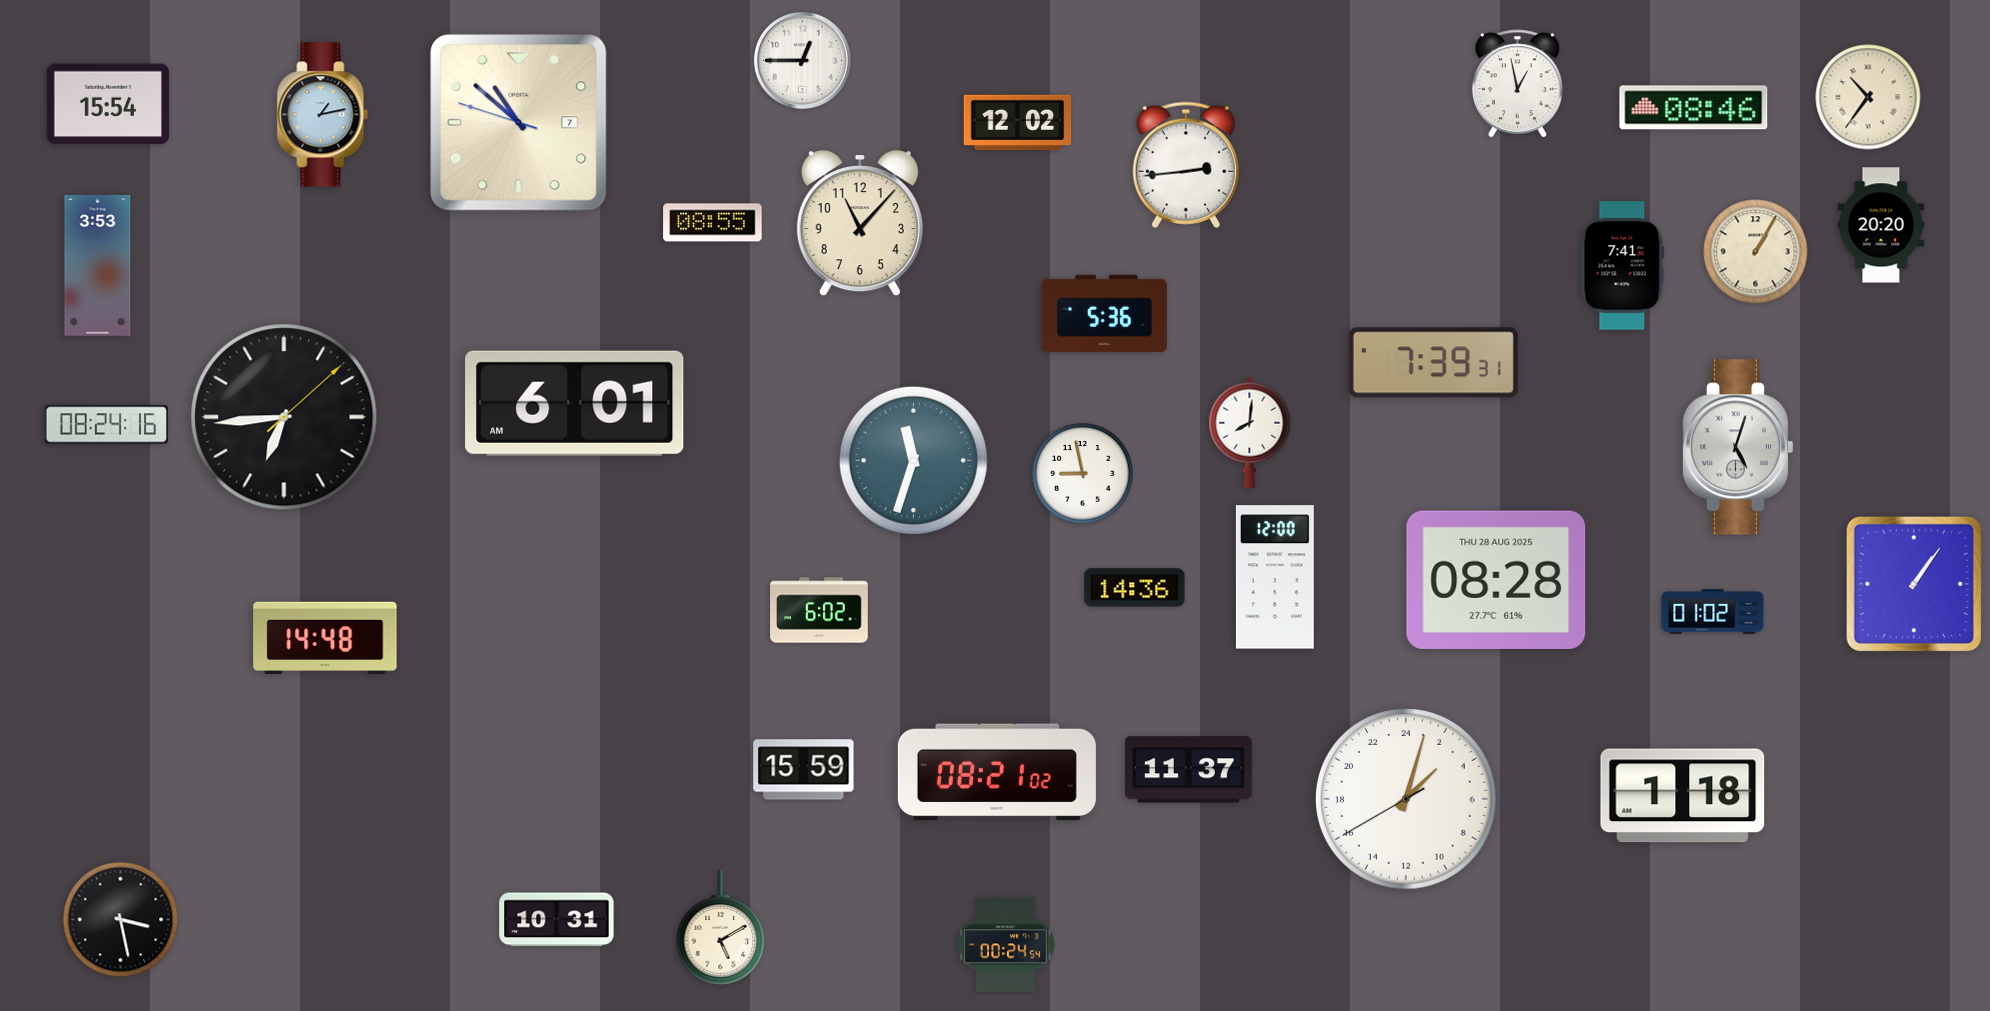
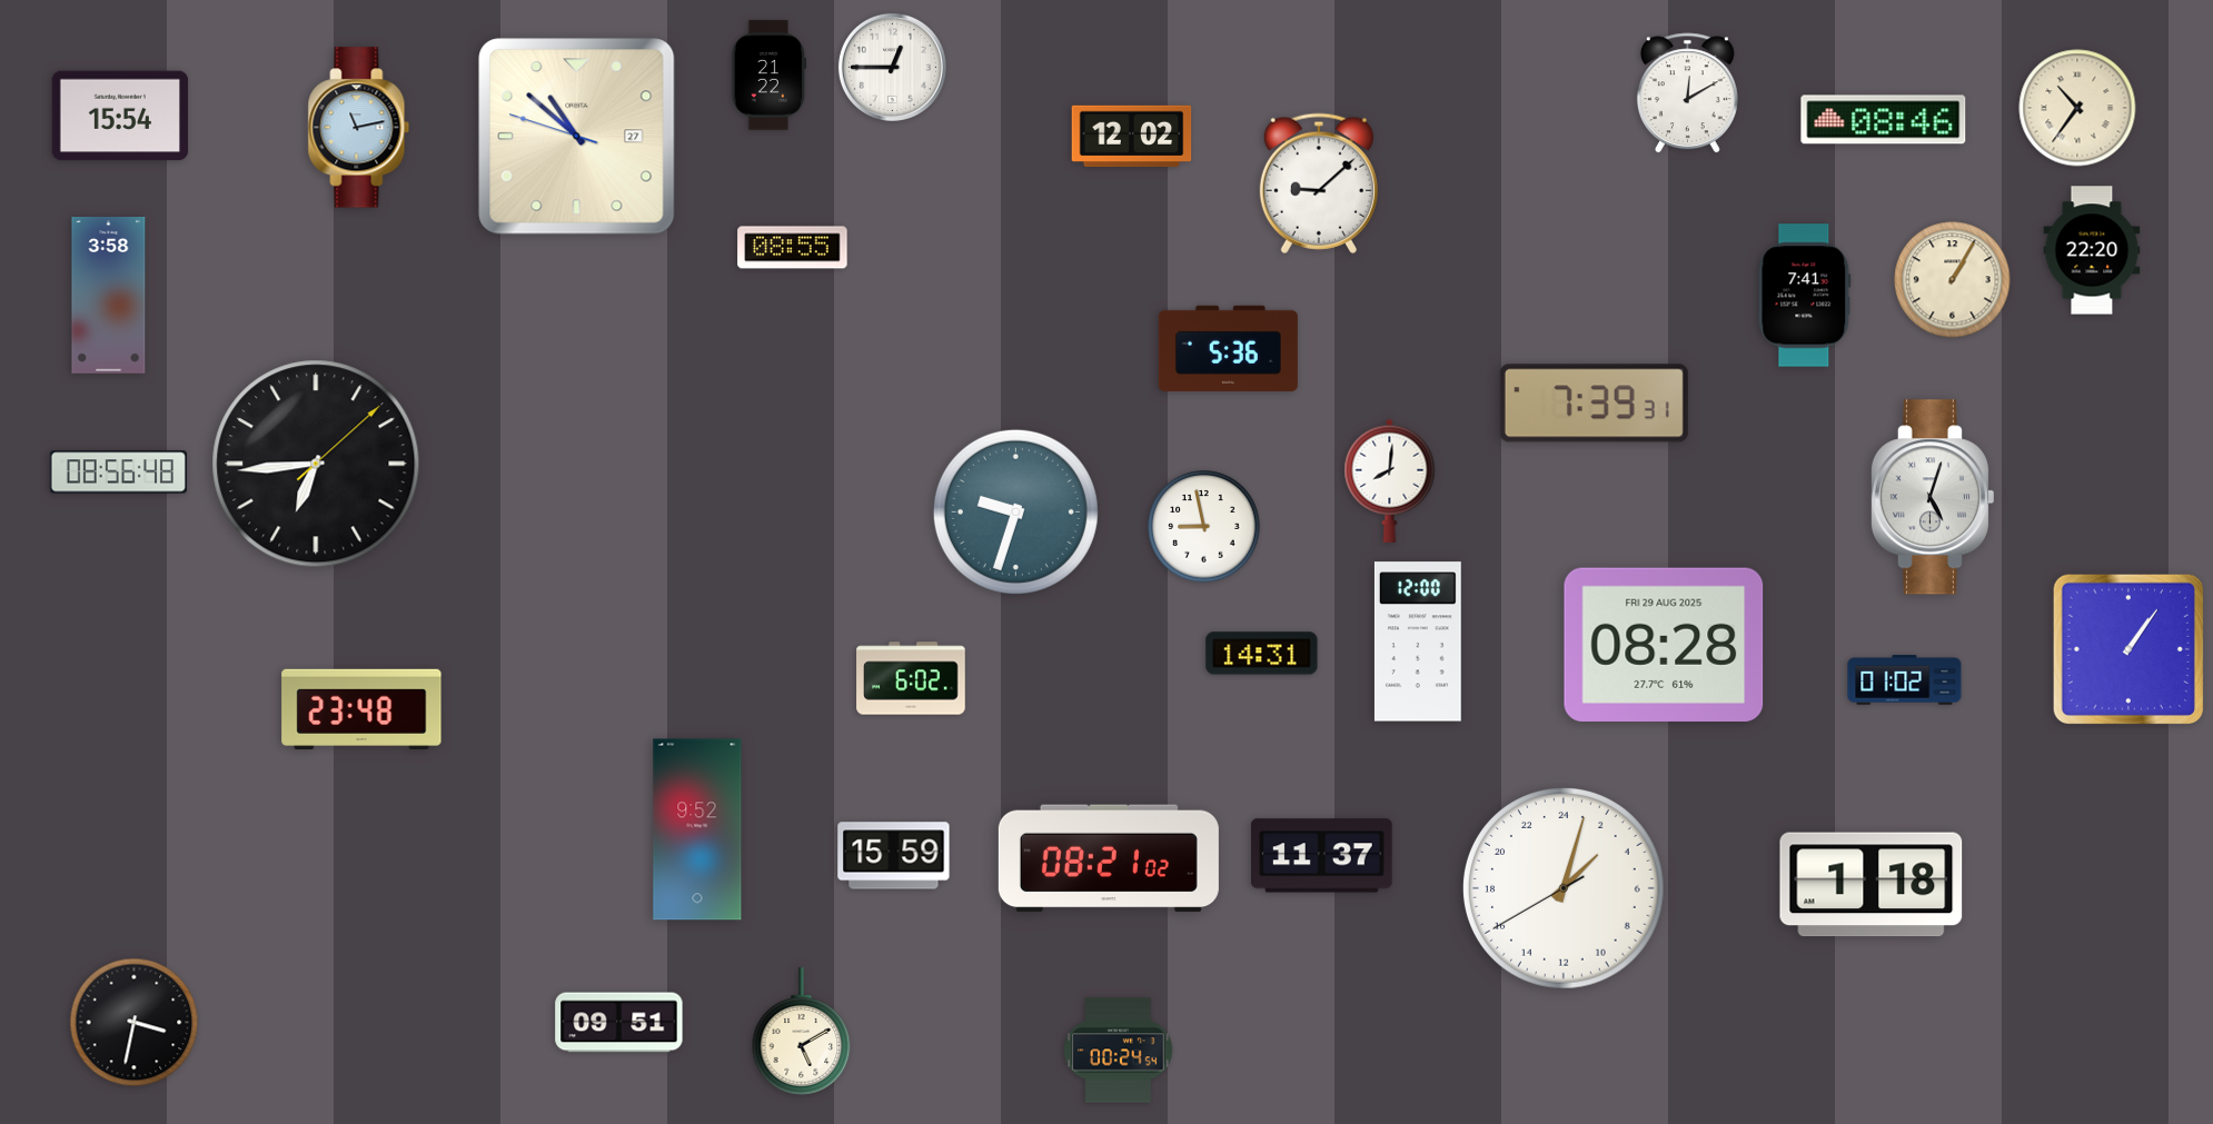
clock at (770, 76): none -> 21:22
clock at (1517, 84): 12:58 -> 12:10
clock at (323, 115): 1:13 -> 11:13
clock at (519, 123) date: 7 -> 27
clock at (1186, 165): 2:44 -> 9:08
clock at (860, 224): 11:07 -> none
clock at (1881, 225): 20:20 -> 22:20
clock at (98, 266): 3:53 -> 3:58
clock at (575, 403): 6:01 -> none
clock at (106, 425): 08:24 -> 08:56
clock at (913, 460): 11:33 -> 9:33
clock at (1496, 579) date: THU 28 AUG 2025 -> FRI 29 AUG 2025
clock at (1135, 588): 14:36 -> 14:31
clock at (325, 637): 14:48 -> 23:48
clock at (697, 829): none -> 9:52
clock at (121, 920): 3:28 -> 3:32
clock at (557, 920): 10:31 -> 09:51
